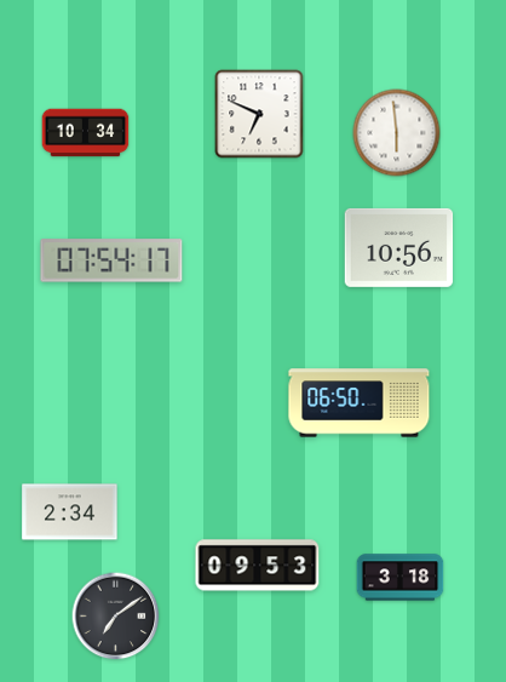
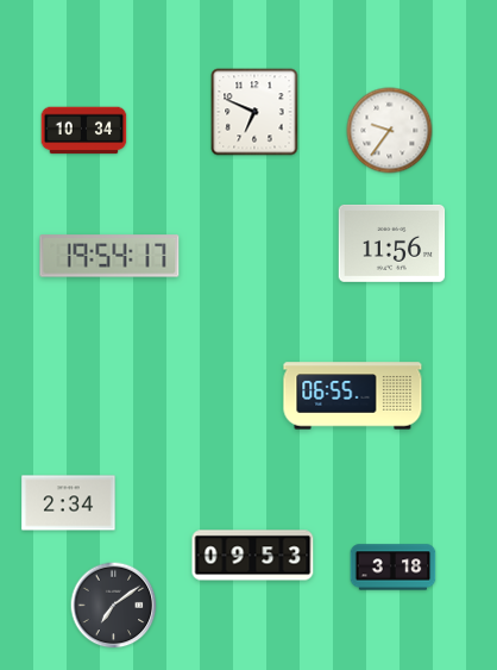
clock at (397, 133): 5:59 -> 9:36
clock at (399, 247): 10:56 -> 11:56
clock at (111, 260): 07:54 -> 19:54
clock at (360, 403): 06:50 -> 06:55
